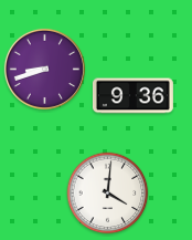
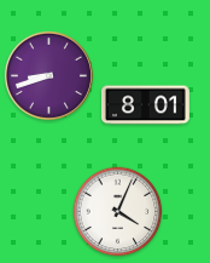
clock at (132, 96): 9:36 -> 8:01
clock at (108, 194): 4:01 -> 4:04
